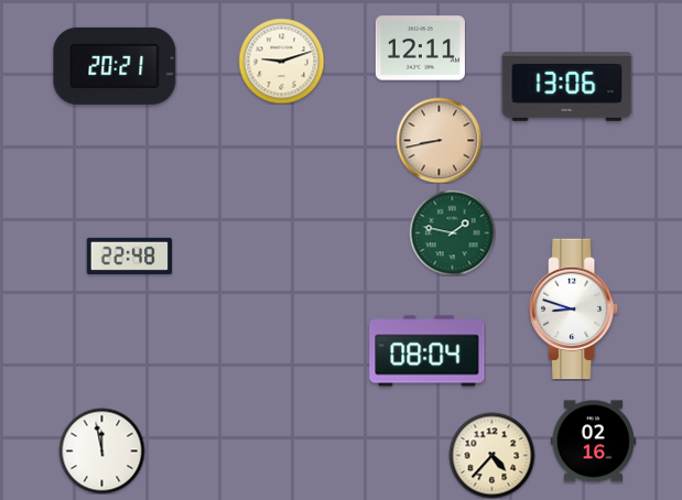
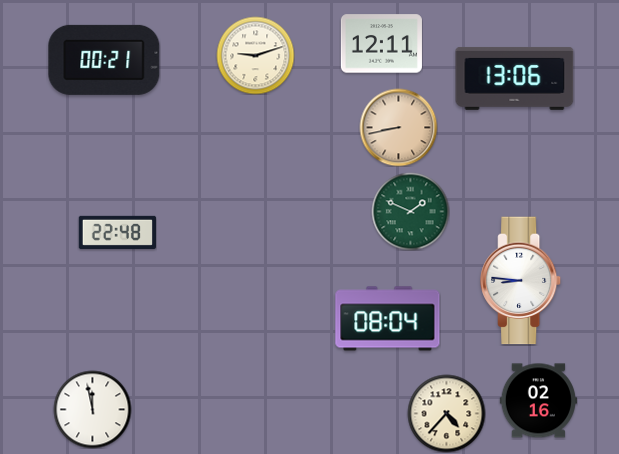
clock at (115, 66): 20:21 -> 00:21
clock at (452, 232): 1:47 -> 1:49
clock at (574, 309): 8:48 -> 8:46
